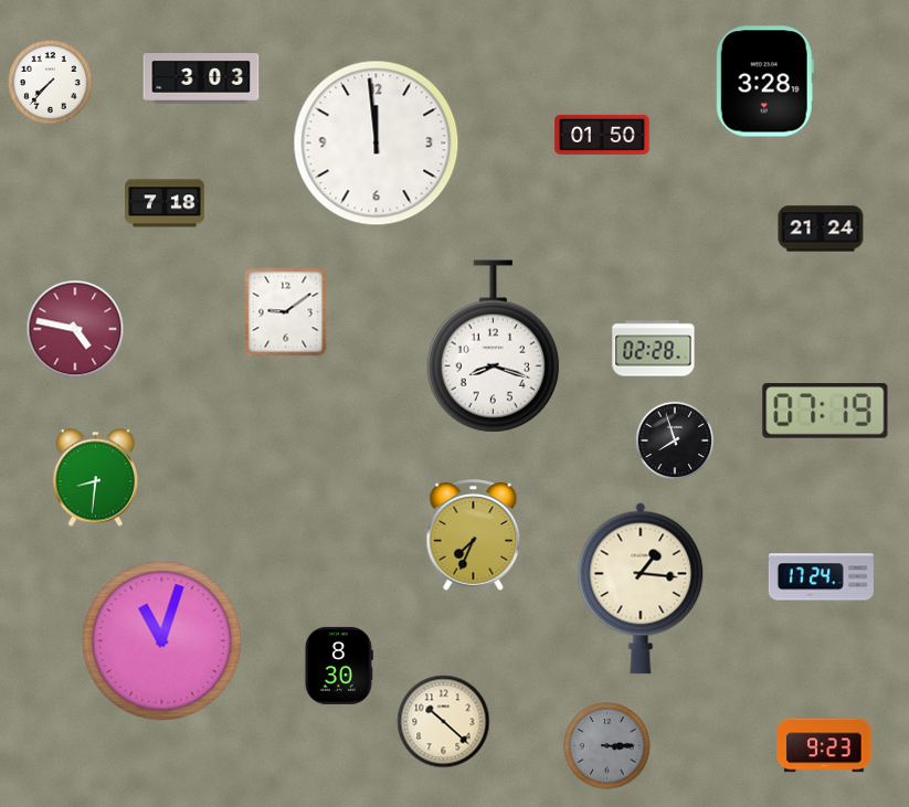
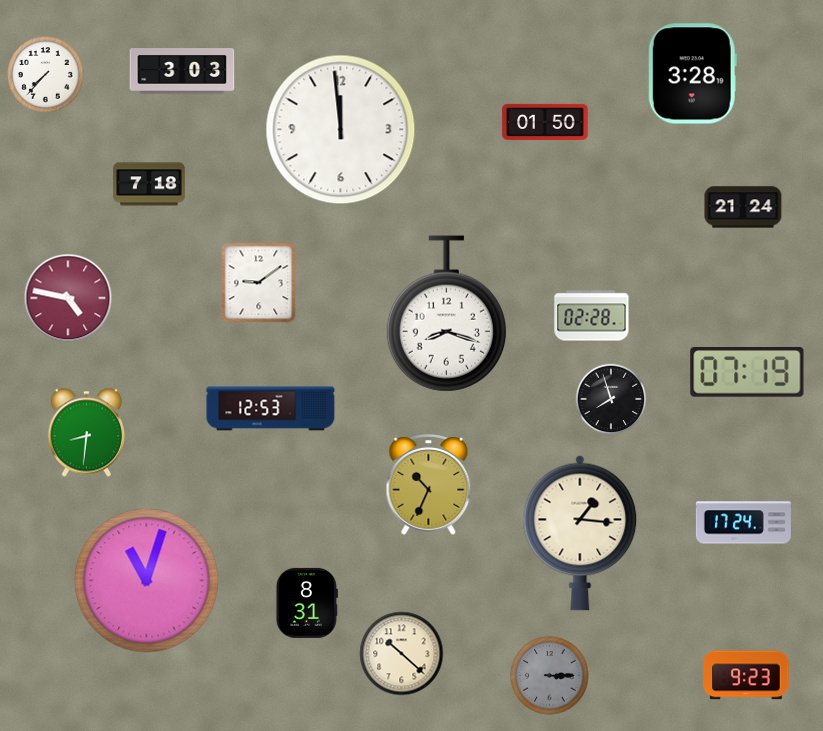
clock at (271, 409): none -> 12:53
clock at (474, 535): 7:34 -> 10:34
clock at (339, 666): 8:30 -> 8:31
